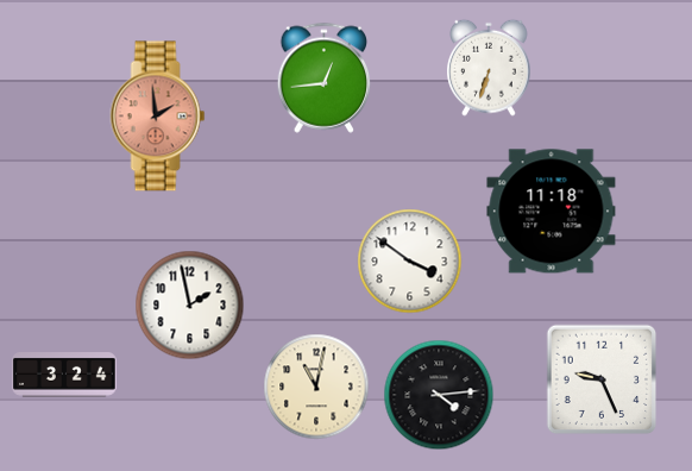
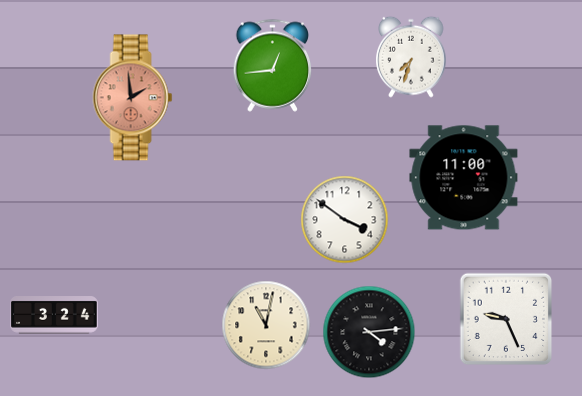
clock at (489, 68): 6:33 -> 7:33
clock at (552, 212): 11:18 -> 11:00
clock at (190, 306): 1:58 -> none
